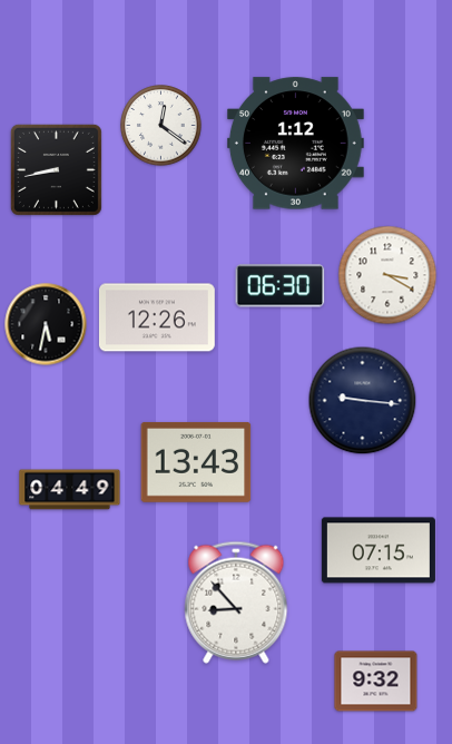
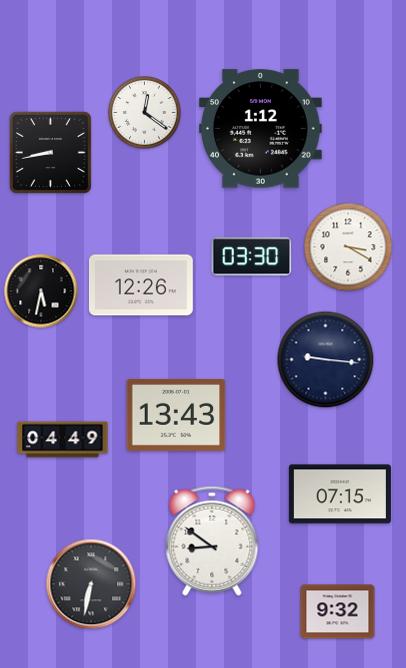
clock at (295, 144) position: (295, 144) -> (260, 129)
clock at (281, 286): 06:30 -> 03:30
clock at (236, 603): 8:53 -> 8:51
clock at (91, 584): none -> 6:32
